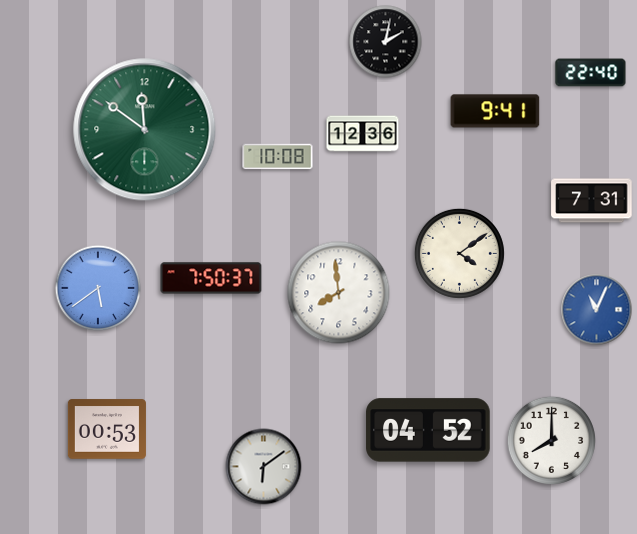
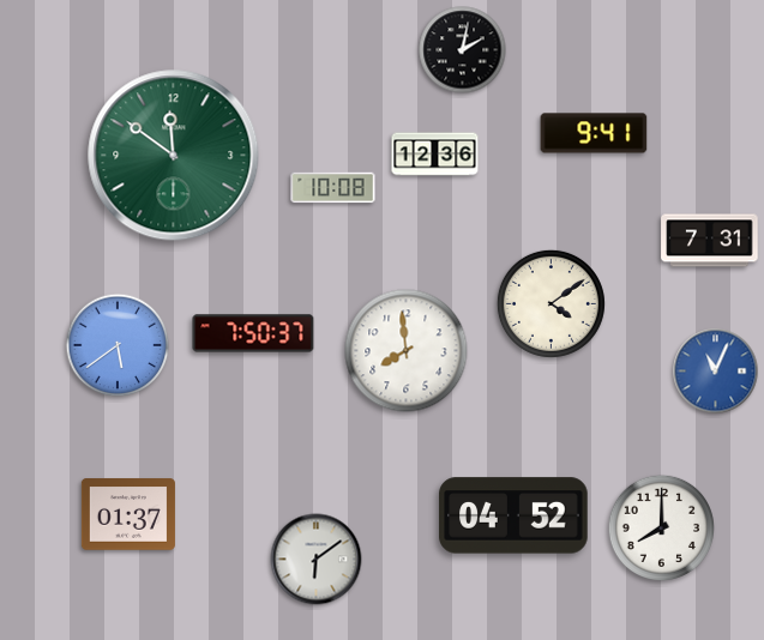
clock at (591, 73): 22:40 -> none
clock at (363, 134) position: (363, 134) -> (435, 155)
clock at (107, 429): 00:53 -> 01:37
